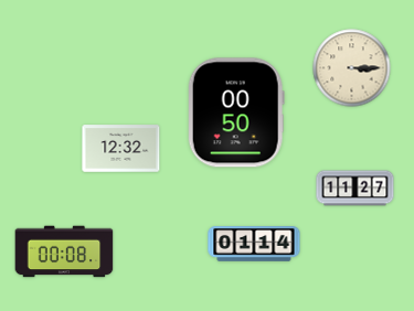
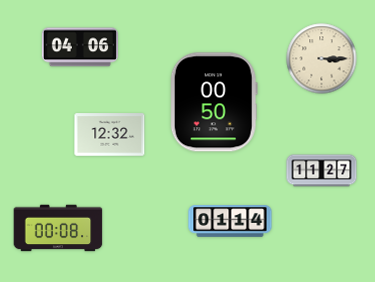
clock at (79, 47): none -> 04:06
clock at (352, 68) position: (352, 68) -> (322, 59)
